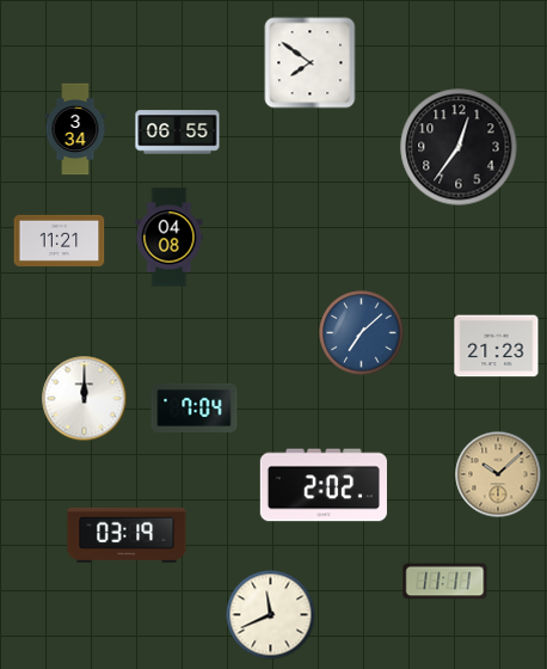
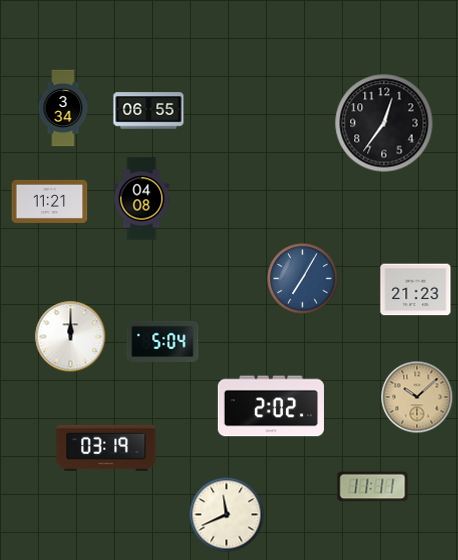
clock at (311, 63): 7:51 -> none
clock at (362, 333): 7:08 -> 7:05
clock at (85, 399) position: (85, 399) -> (71, 337)
clock at (195, 407): 7:04 -> 5:04
